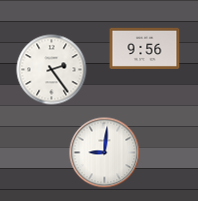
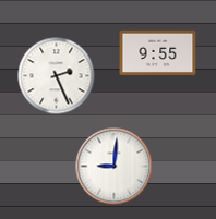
clock at (145, 48): 9:56 -> 9:55
clock at (52, 70): 2:24 -> 2:26
